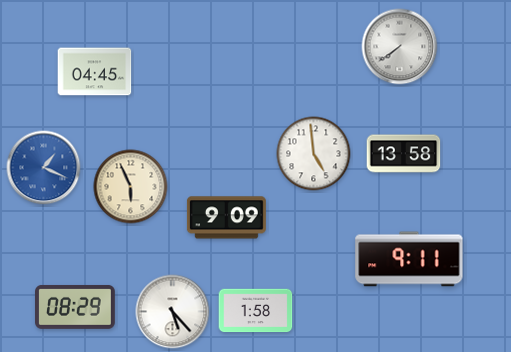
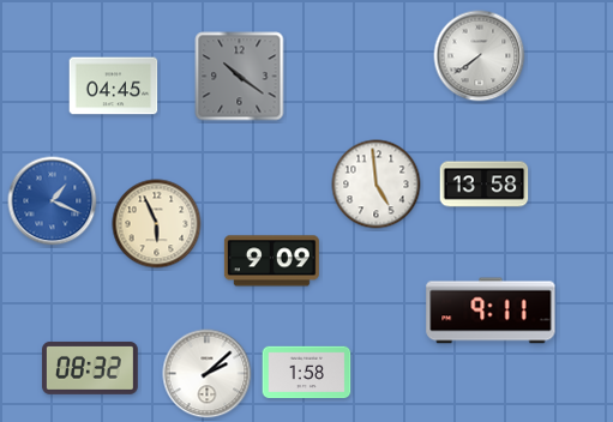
clock at (240, 77): none -> 10:21
clock at (76, 307): 08:29 -> 08:32
clock at (173, 312): 5:23 -> 2:08
